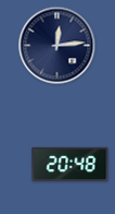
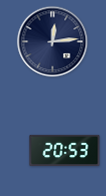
clock at (71, 164): 20:48 -> 20:53
